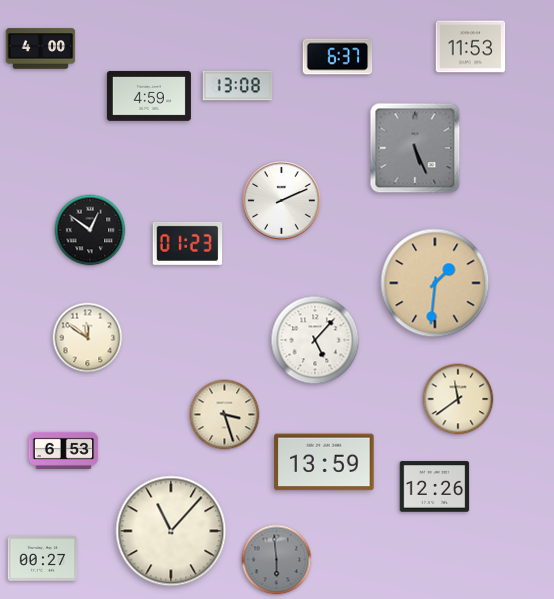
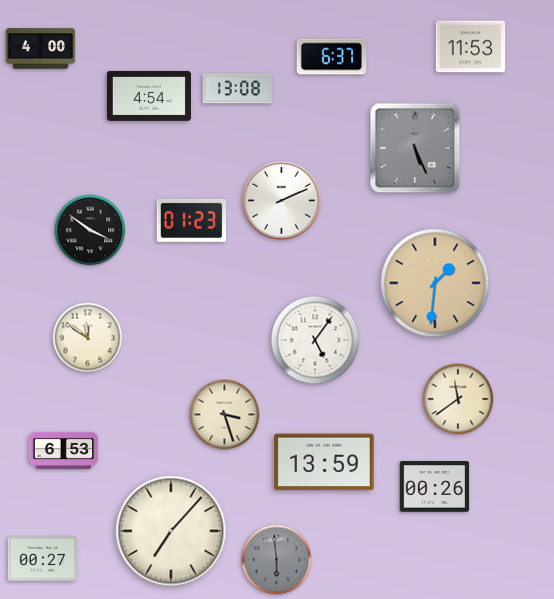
clock at (338, 57) position: (338, 57) -> (332, 57)
clock at (238, 86) position: (238, 86) -> (238, 89)
clock at (149, 96): 4:59 -> 4:54
clock at (90, 230): 12:51 -> 3:51
clock at (188, 243) position: (188, 243) -> (192, 220)
clock at (315, 340): 5:07 -> 5:06
clock at (435, 487): 12:26 -> 00:26
clock at (171, 531): 11:07 -> 7:07
